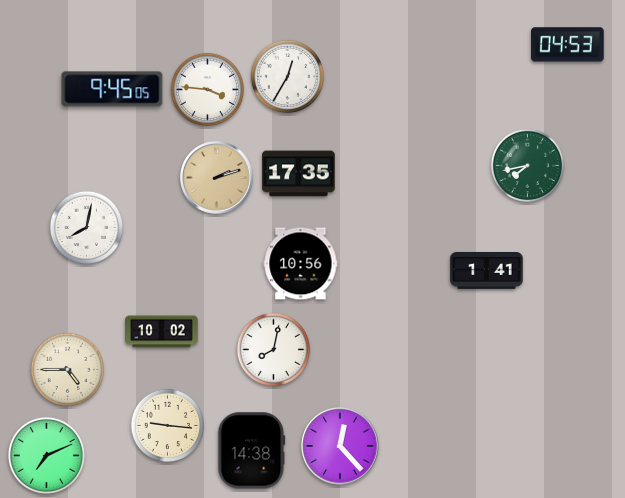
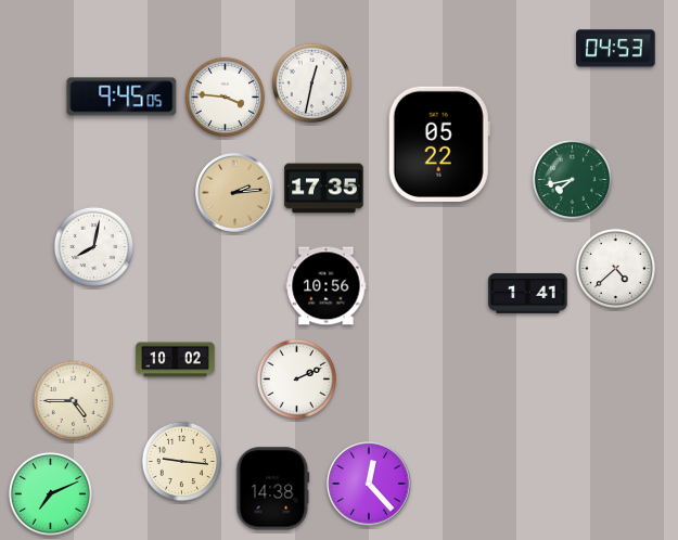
clock at (288, 77): 12:35 -> 12:32
clock at (439, 143): none -> 05:22
clock at (217, 178): 2:12 -> 2:14
clock at (616, 269): none -> 4:38
clock at (274, 350): 8:02 -> 2:11
